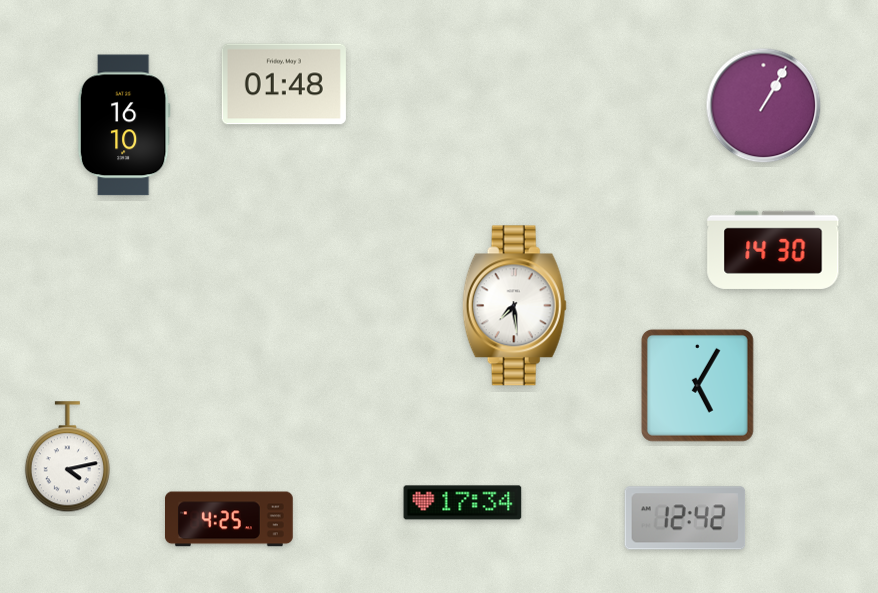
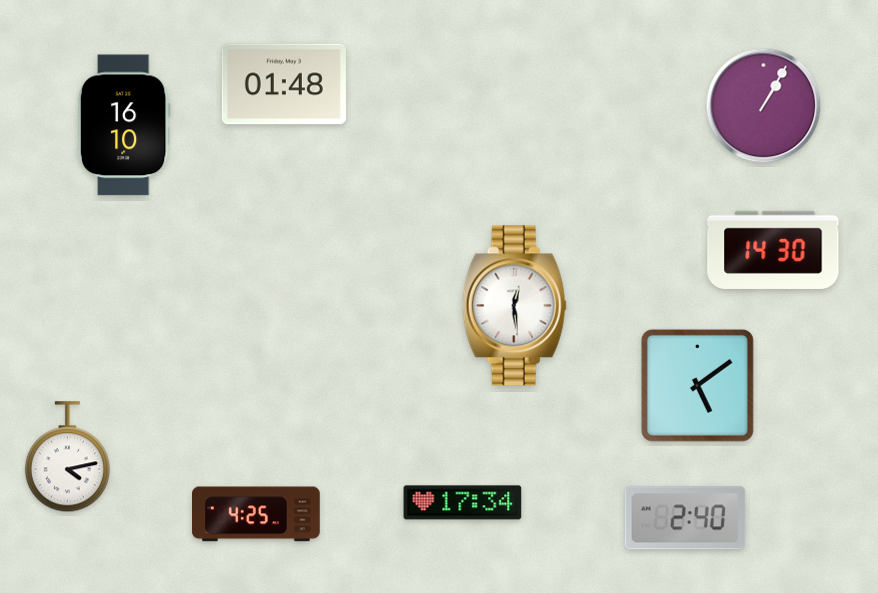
clock at (514, 306): 7:29 -> 12:29
clock at (697, 385): 5:05 -> 5:09
clock at (685, 518): 12:42 -> 2:40
clock at (230, 519) position: (230, 519) -> (257, 514)
